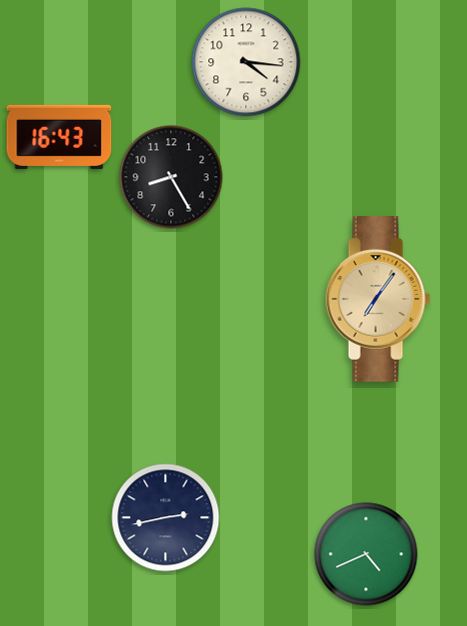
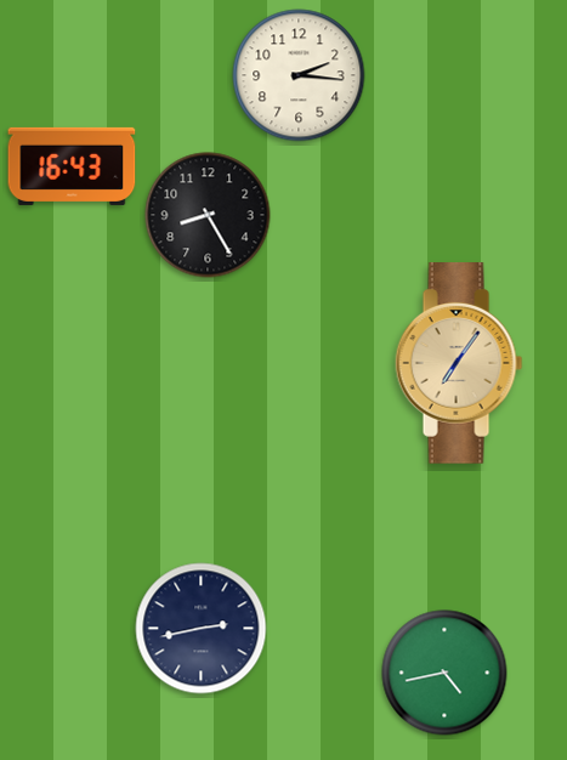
clock at (246, 62): 4:16 -> 2:16
clock at (366, 554): 4:41 -> 4:43
